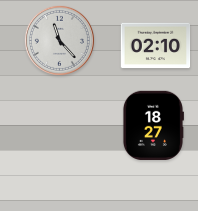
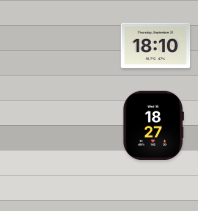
clock at (59, 40): 11:23 -> none
clock at (156, 46): 02:10 -> 18:10
